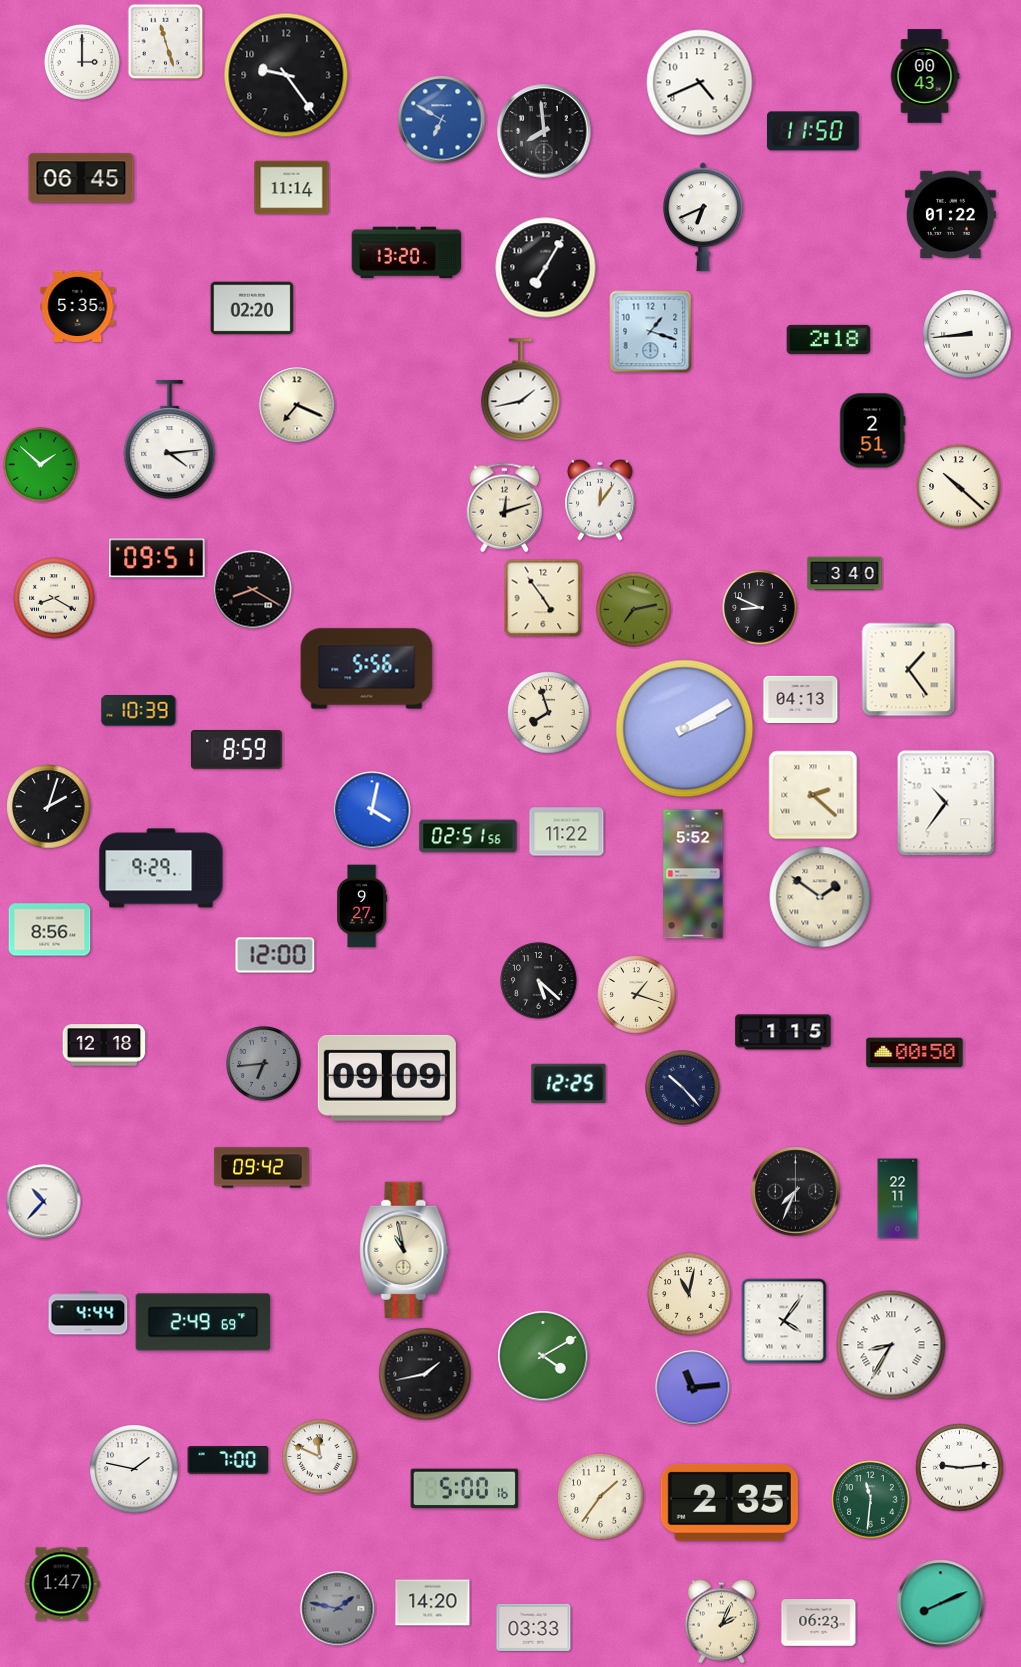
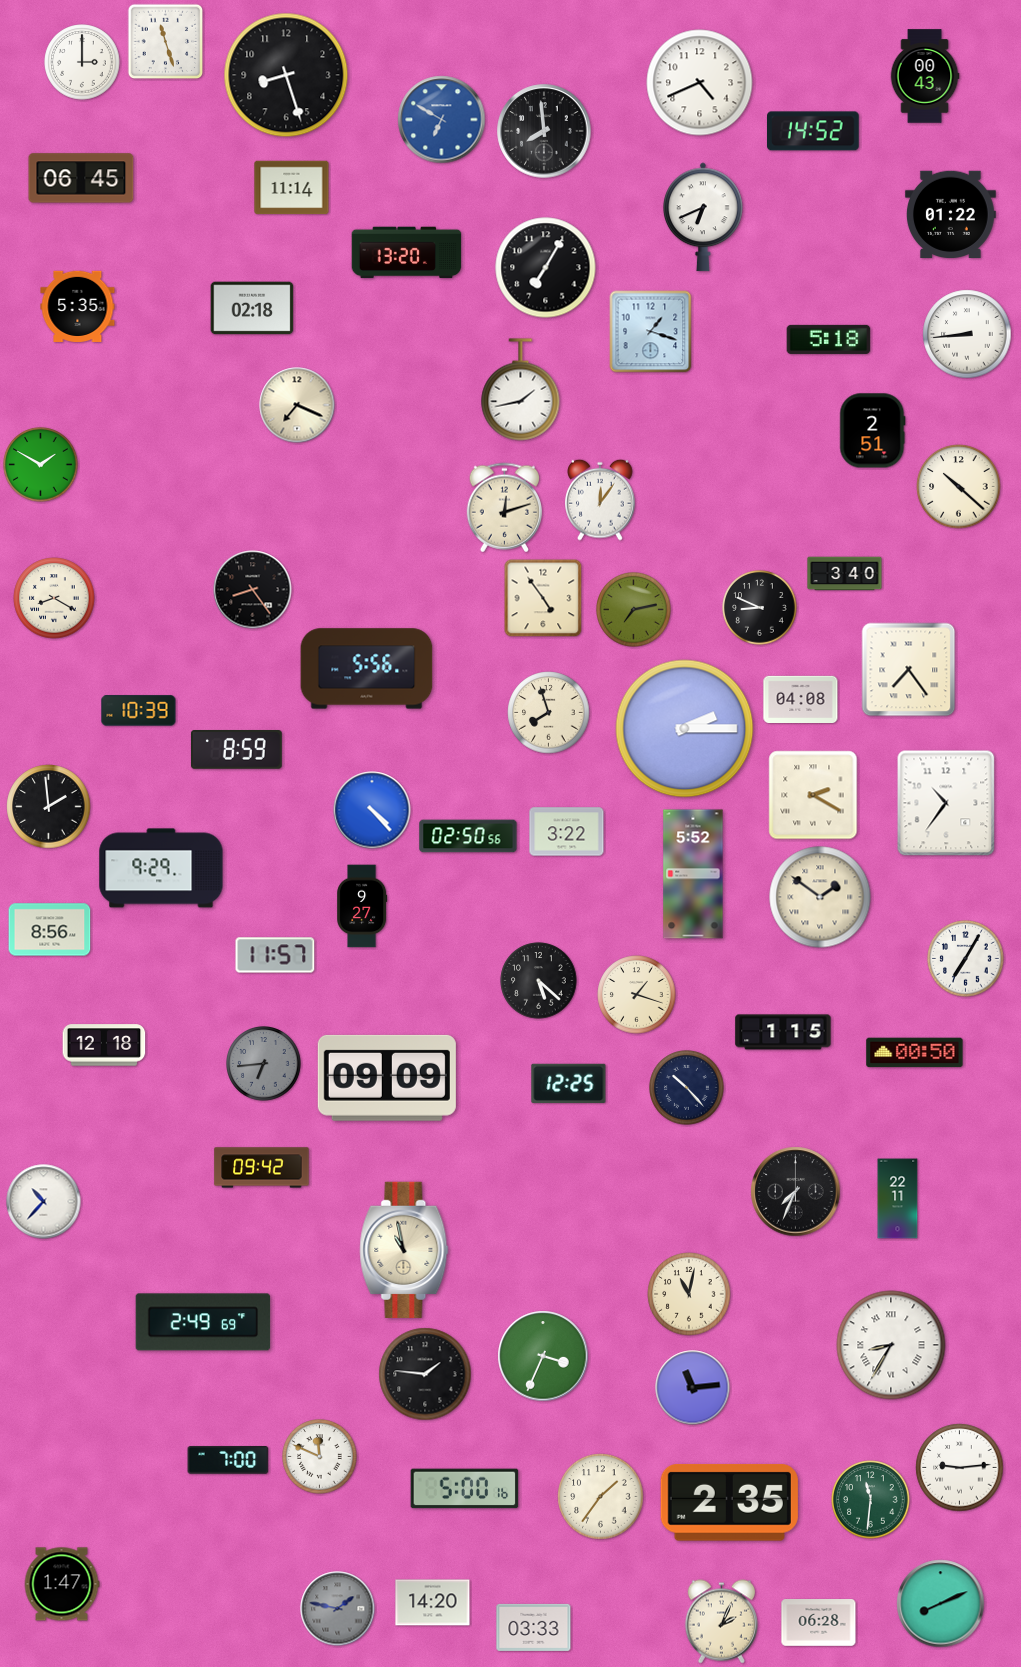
clock at (286, 75): 9:24 -> 8:27
clock at (814, 131): 11:50 -> 14:52
clock at (252, 308): 02:20 -> 02:18
clock at (829, 339): 2:18 -> 5:18
clock at (170, 440): 4:14 -> none
clock at (41, 465): 1:52 -> 1:50
clock at (157, 558): 09:51 -> none
clock at (253, 590): 8:20 -> 8:24
clock at (909, 670): 1:24 -> 7:24
clock at (801, 699): 04:13 -> 04:08
clock at (685, 729): 2:10 -> 2:15
clock at (813, 795): 2:22 -> 2:20
clock at (49, 807): 2:03 -> 1:59
clock at (372, 810): 4:02 -> 4:23
clock at (567, 832): 11:22 -> 3:22
clock at (468, 836): 02:51 -> 02:50
clock at (275, 955): 12:00 -> 11:57
clock at (966, 959): none -> 7:05
clock at (683, 1088) position: (683, 1088) -> (687, 1088)
clock at (88, 1313): 4:44 -> none
clock at (784, 1321): 4:06 -> none
clock at (543, 1356): 4:10 -> 3:34
clock at (425, 1374): 1:43 -> 1:46
clock at (134, 1469): 1:47 -> none
clock at (819, 1623): 06:23 -> 06:28
